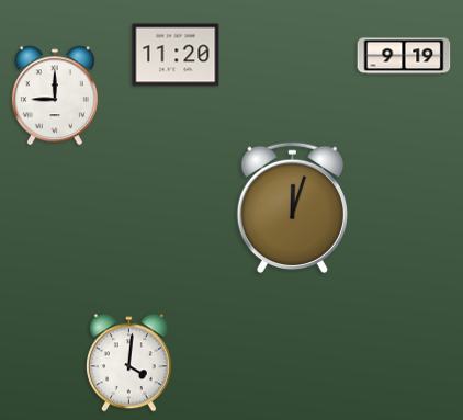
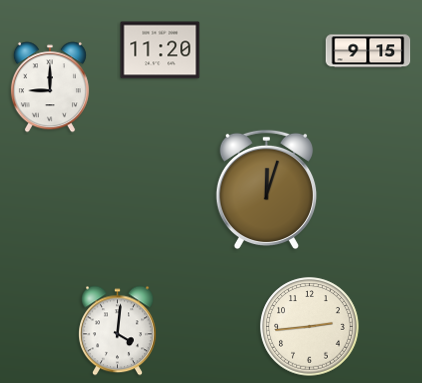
clock at (404, 56): 9:19 -> 9:15
clock at (310, 327): none -> 2:44
